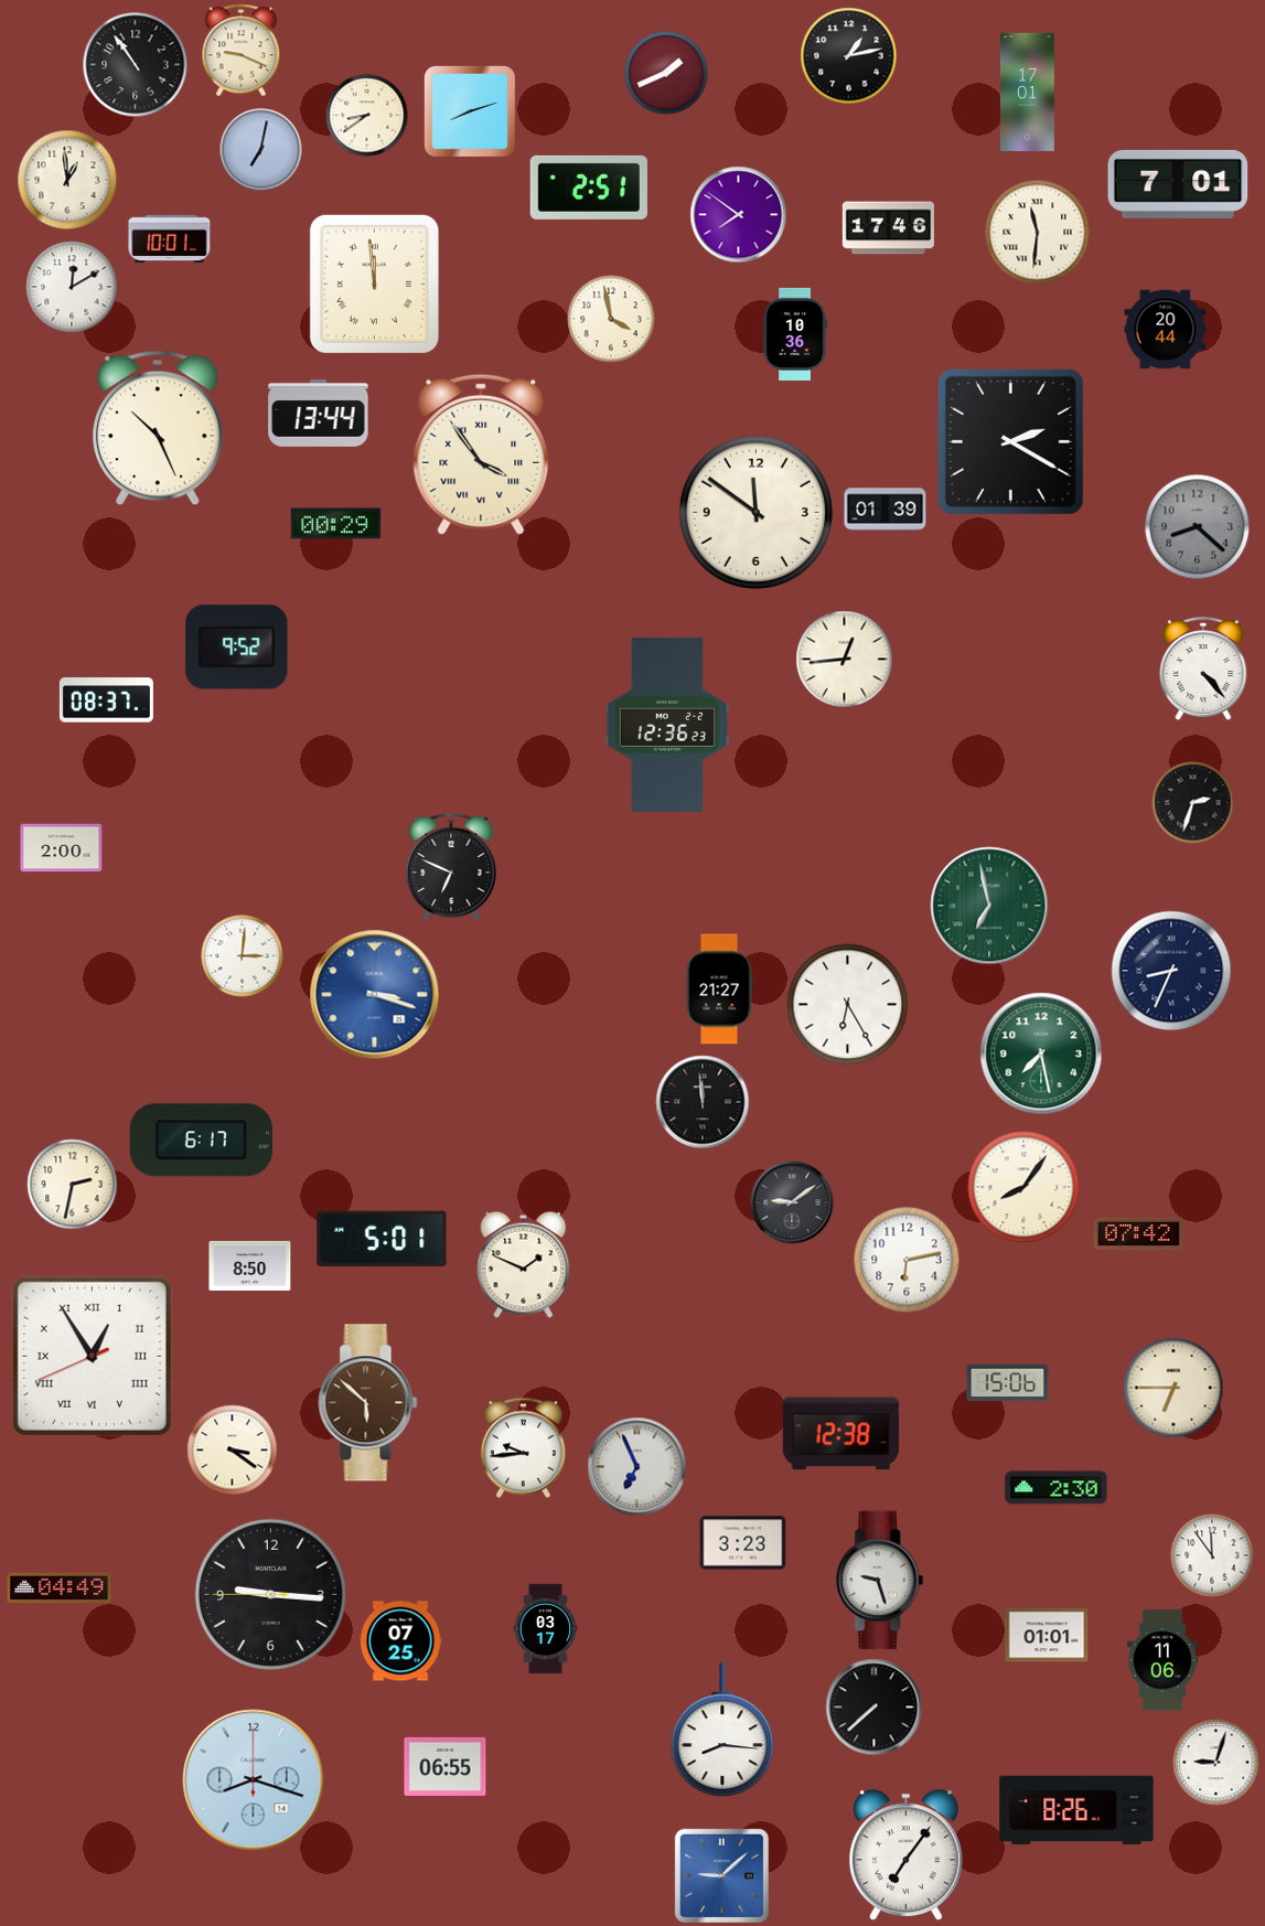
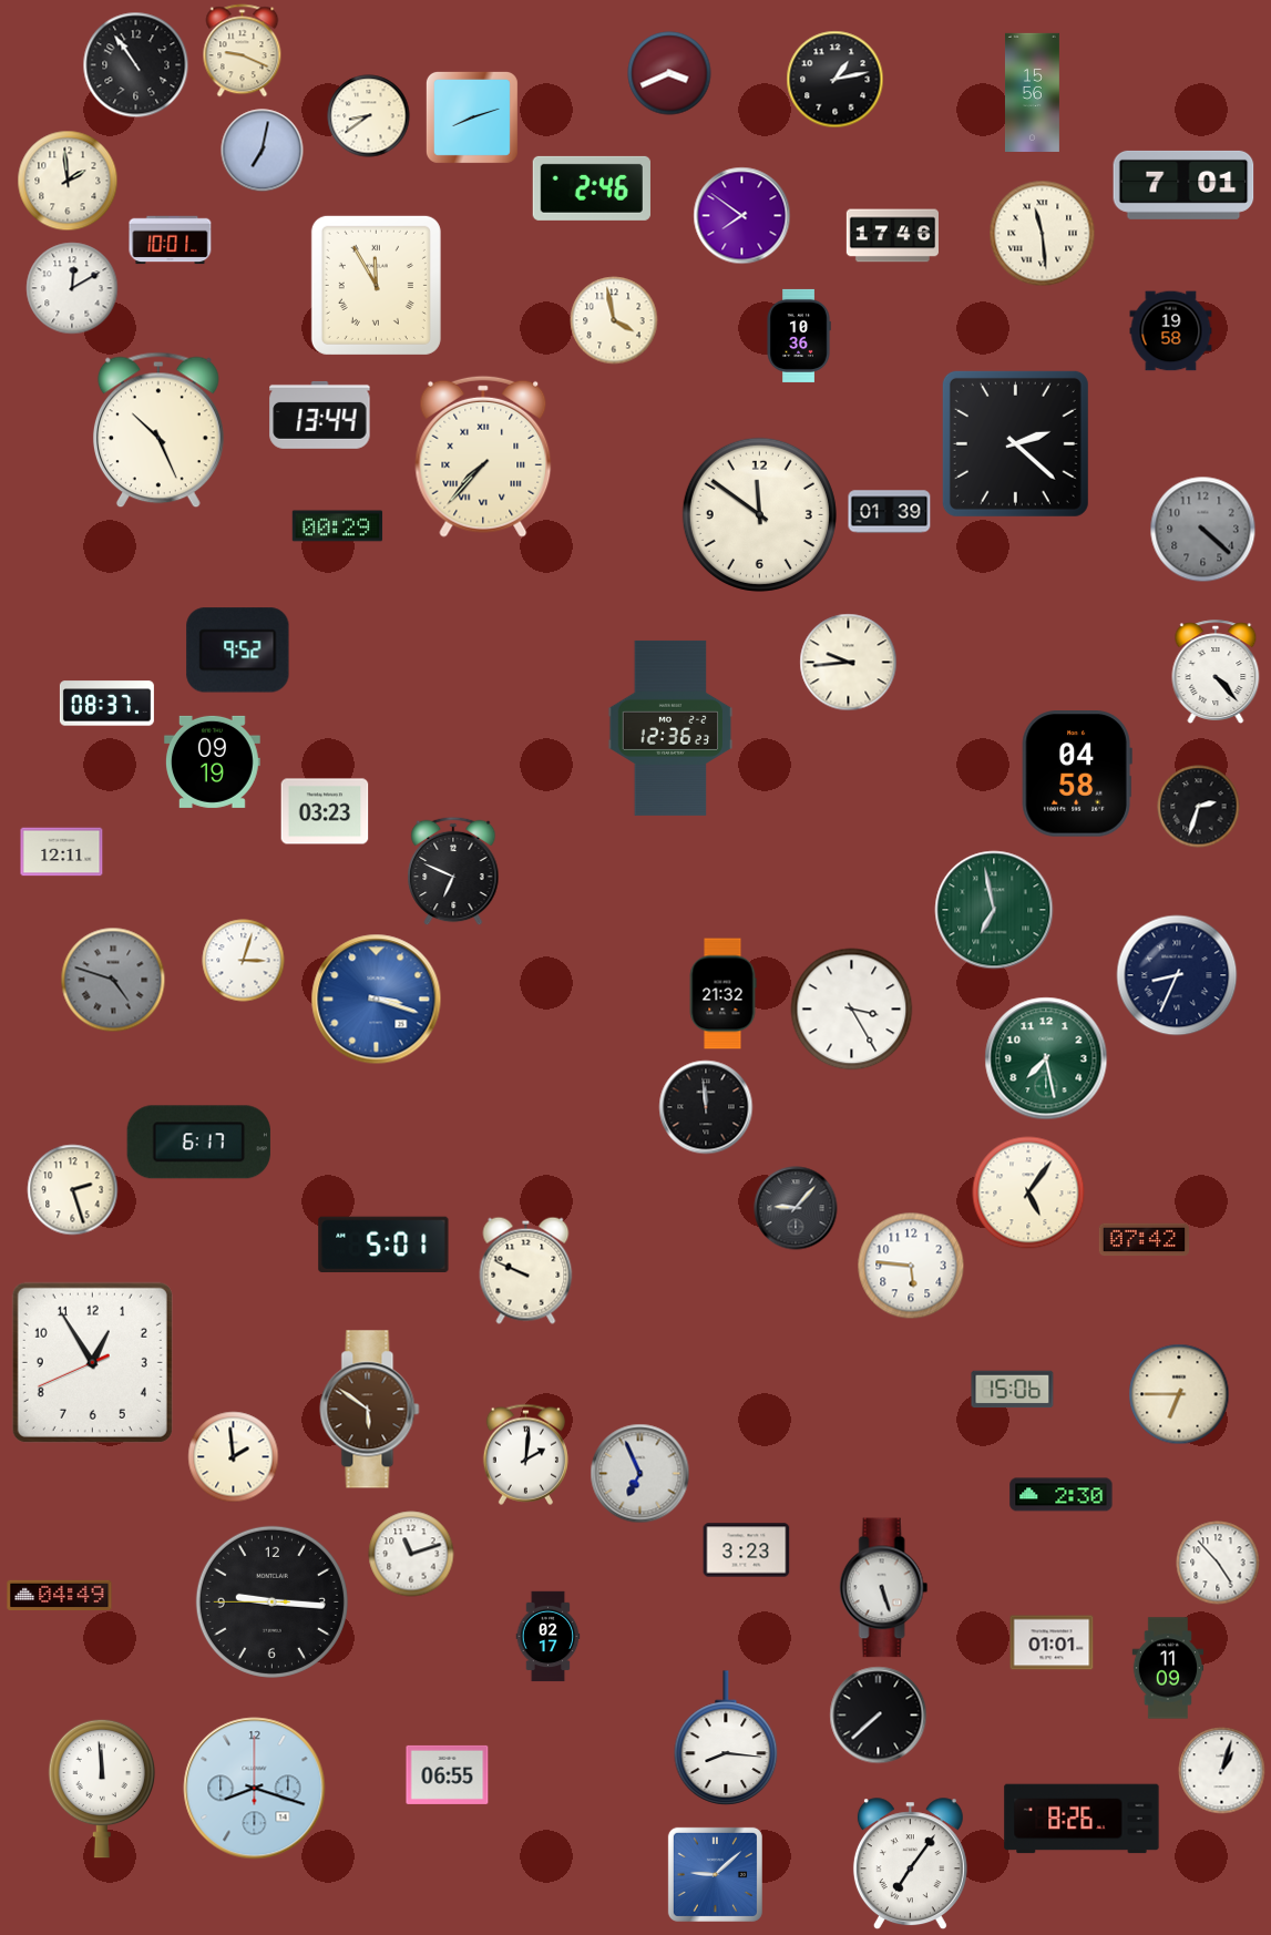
clock at (849, 56) position: (849, 56) -> (836, 80)
clock at (666, 73): 1:41 -> 3:41
clock at (1027, 92): 17:01 -> 15:56
clock at (470, 111) position: (470, 111) -> (472, 117)
clock at (67, 180): 12:59 -> 1:59
clock at (589, 188): 2:51 -> 2:46
clock at (888, 228) position: (888, 228) -> (892, 236)
clock at (1038, 233): 11:31 -> 11:29
clock at (374, 283): 11:59 -> 11:55
clock at (1166, 330): 20:44 -> 19:58
clock at (1010, 441): 2:20 -> 2:22
clock at (481, 454): 3:54 -> 7:37
clock at (1198, 527): 8:22 -> 4:22
clock at (845, 660): 12:44 -> 9:44
clock at (1203, 668) position: (1203, 668) -> (1216, 672)
clock at (212, 761): none -> 09:19
clock at (1077, 774): none -> 04:58
clock at (325, 811): none -> 03:23
clock at (62, 848): 2:00 -> 12:11
clock at (243, 956): 3:01 -> 3:03
clock at (113, 980): none -> 4:48
clock at (719, 989): 21:27 -> 21:32
clock at (848, 1005): 6:25 -> 3:25
clock at (201, 1141) position: (201, 1141) -> (198, 1143)
clock at (73, 1185): 2:32 -> 2:27
clock at (1023, 1187): 8:06 -> 5:06
clock at (792, 1202): 9:09 -> 9:07
clock at (907, 1260): 6:13 -> 5:46
clock at (524, 1264): 1:49 -> 9:49
clock at (250, 1265): 8:50 -> none
clock at (92, 1356) numerals: Roman -> Arabic
clock at (368, 1403): 5:52 -> 5:51
clock at (840, 1434): 12:38 -> none
clock at (523, 1447): 9:44 -> 2:01
clock at (233, 1451): 3:21 -> 1:59
clock at (411, 1554): none -> 11:12
clock at (1212, 1555): 11:54 -> 4:53
clock at (880, 1581): 9:27 -> 5:27
clock at (546, 1629): 03:17 -> 02:17
clock at (400, 1641): 07:25 -> none
clock at (1162, 1660): 11:06 -> 11:09
clock at (1216, 1763): 9:03 -> 1:03
clock at (102, 1789): none -> 11:59
clock at (721, 1875) position: (721, 1875) -> (715, 1874)
